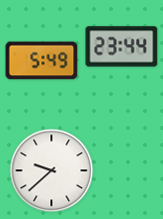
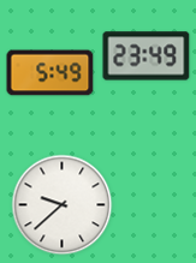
clock at (122, 47): 23:44 -> 23:49
